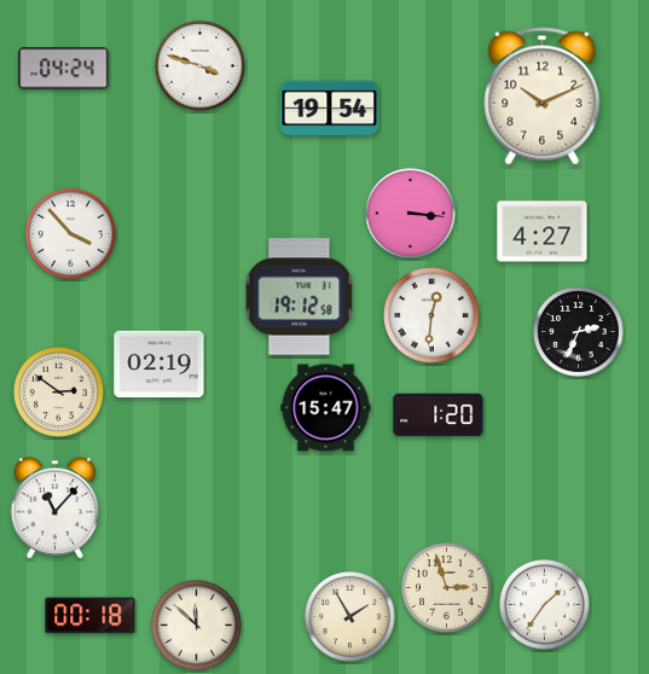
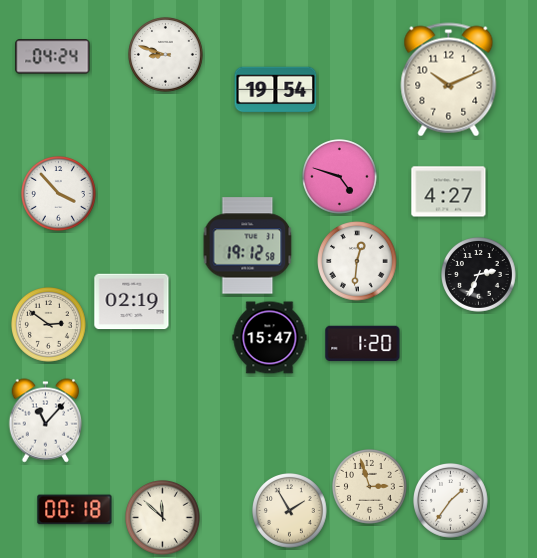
clock at (201, 66): 3:48 -> 8:48
clock at (330, 109) position: (330, 109) -> (276, 90)
clock at (411, 214): 3:16 -> 4:48
